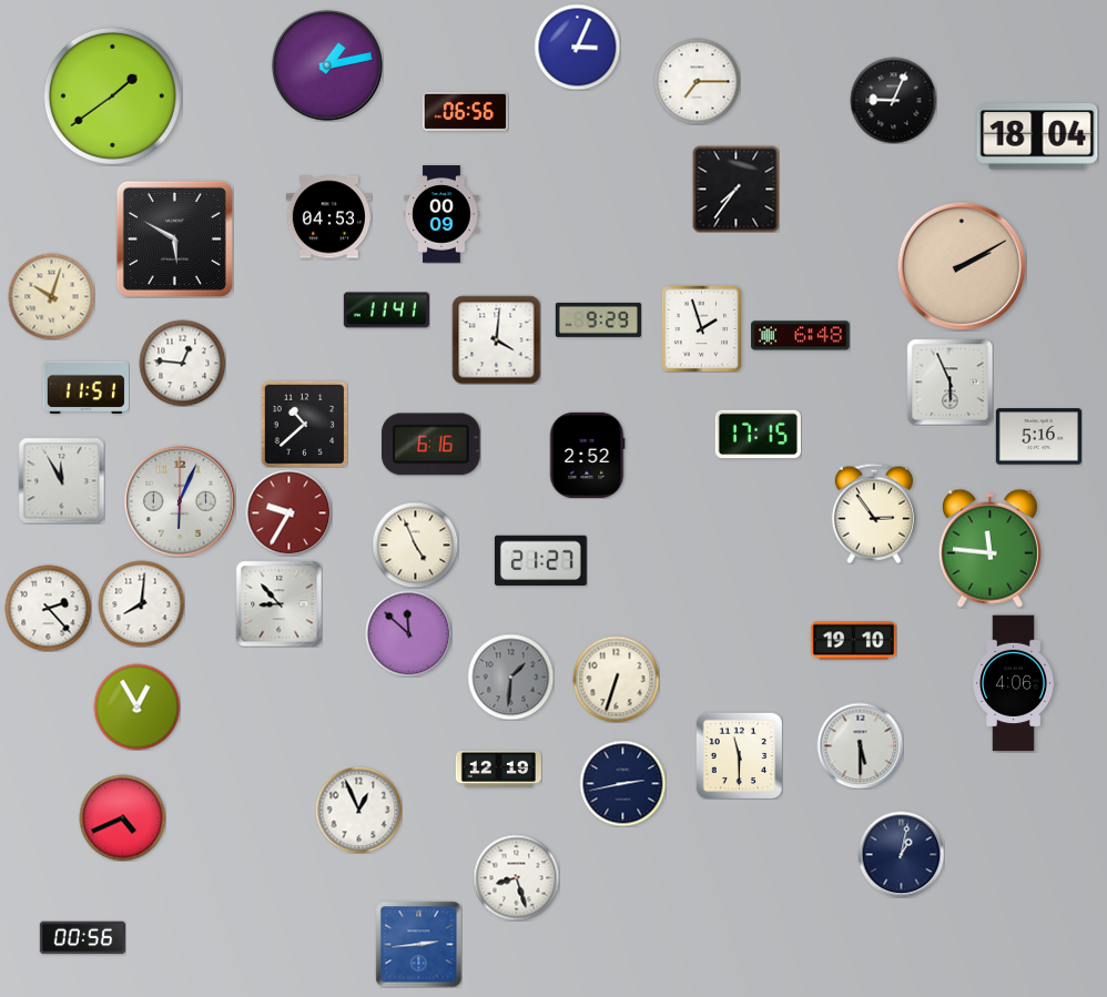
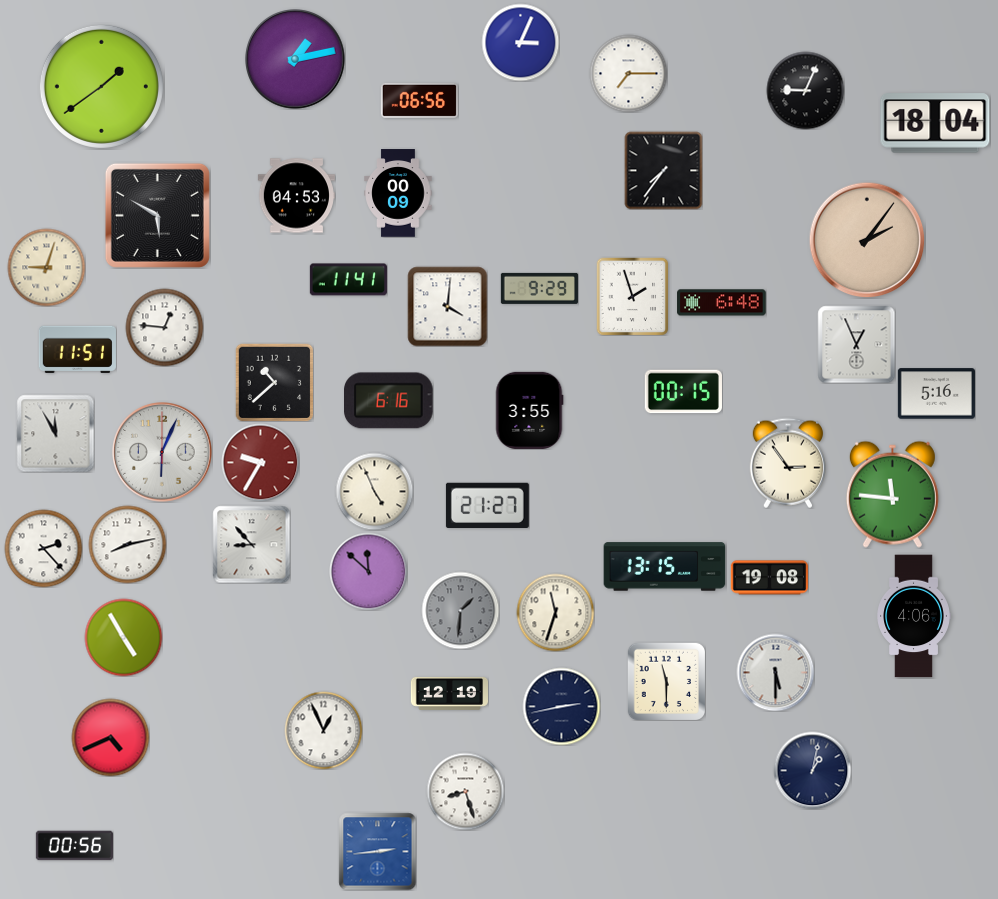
clock at (962, 266): 2:10 -> 2:06
clock at (51, 296): 10:03 -> 9:03
clock at (949, 381): 5:56 -> 12:56
clock at (758, 435): 17:15 -> 00:15
clock at (587, 455): 2:52 -> 3:55
clock at (141, 603): 8:01 -> 8:13
clock at (665, 567): none -> 13:15
clock at (853, 641): 19:10 -> 19:08
clock at (616, 679): 6:33 -> 11:33
clock at (136, 706): 12:55 -> 4:55
